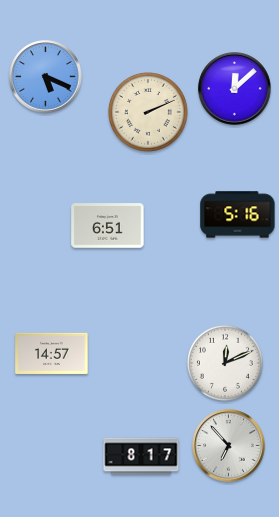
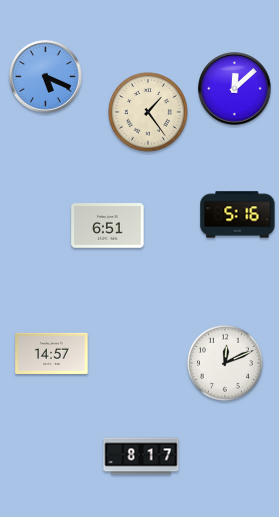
clock at (149, 113): 2:11 -> 1:24
clock at (229, 446): 6:53 -> none
